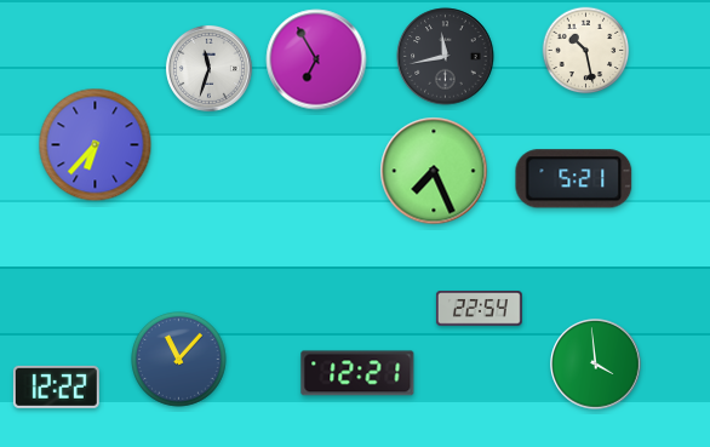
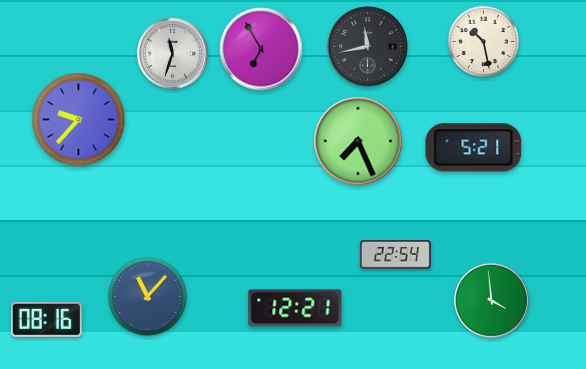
clock at (208, 68) position: (208, 68) -> (172, 53)
clock at (96, 145): 6:37 -> 9:37
clock at (56, 386): 12:22 -> 08:16
